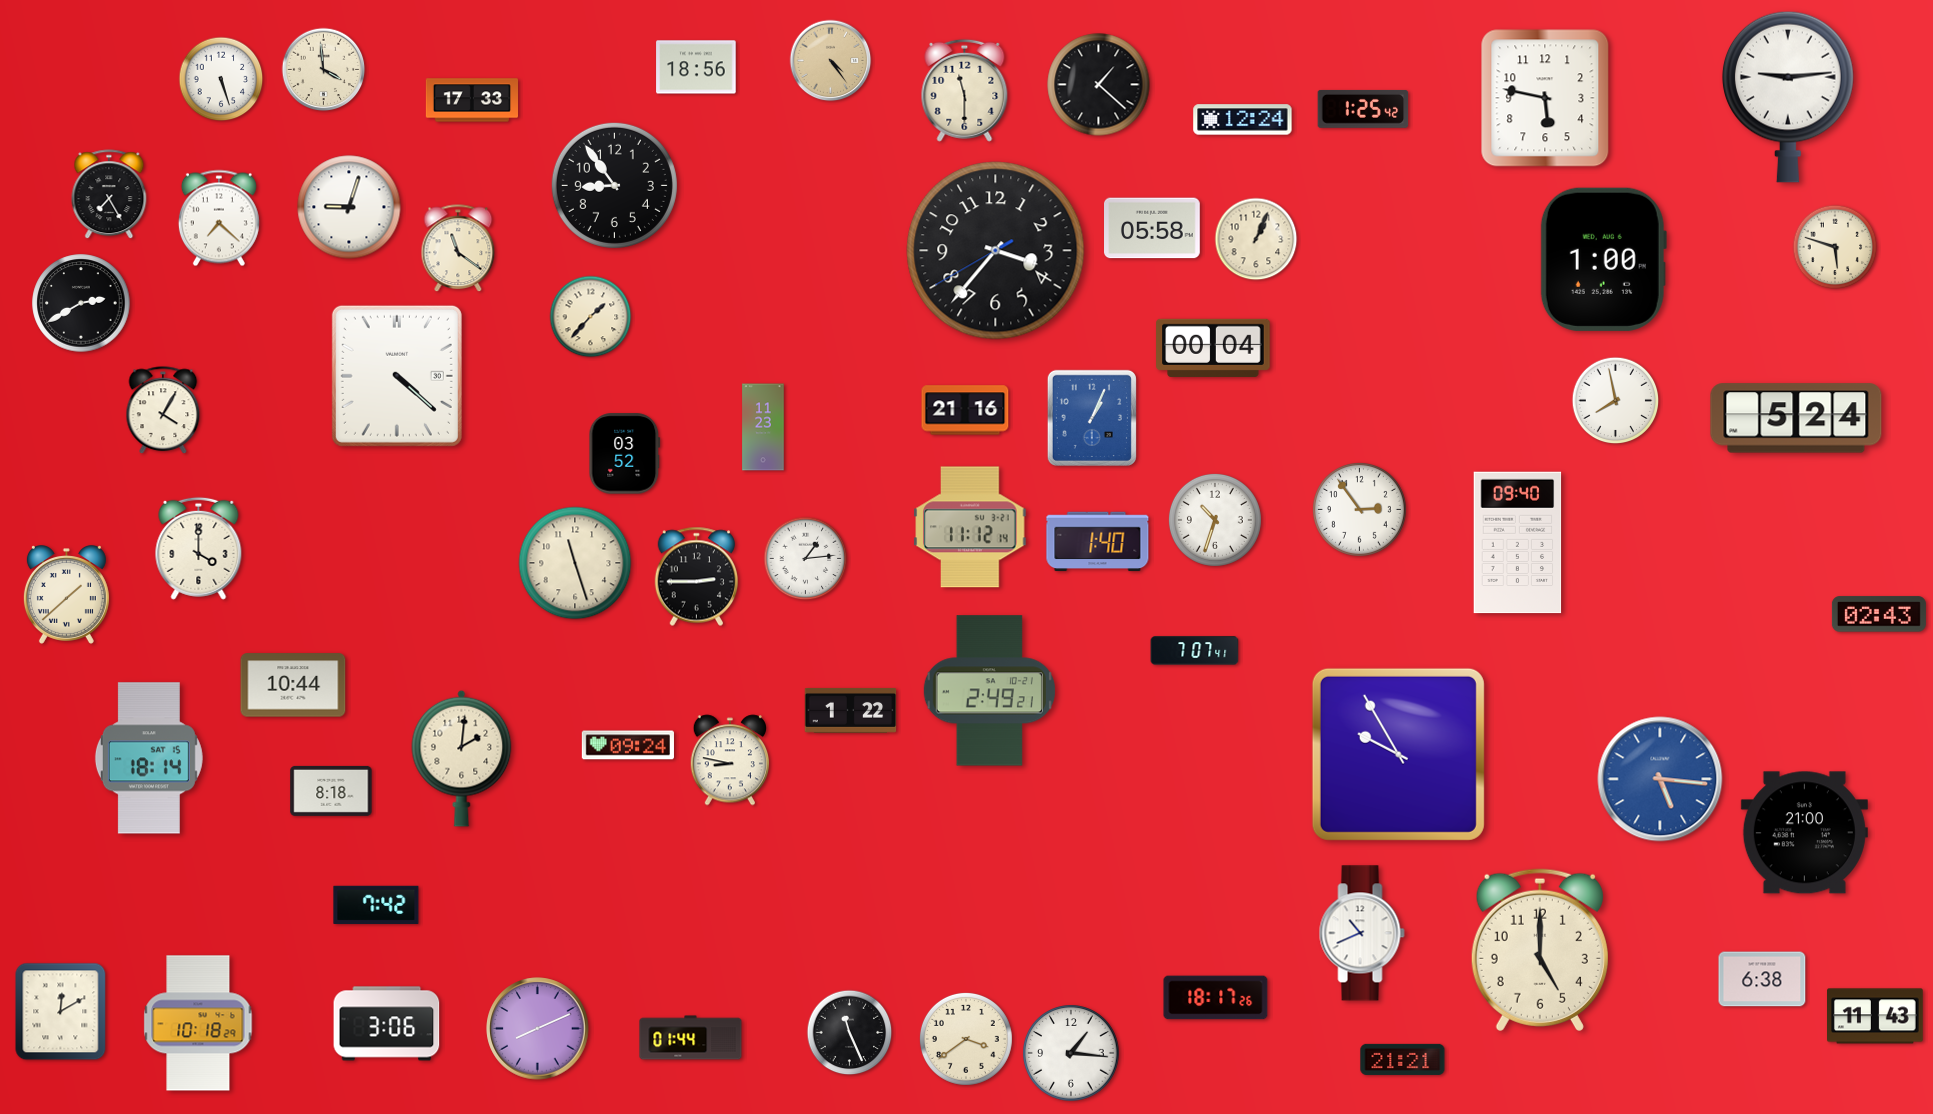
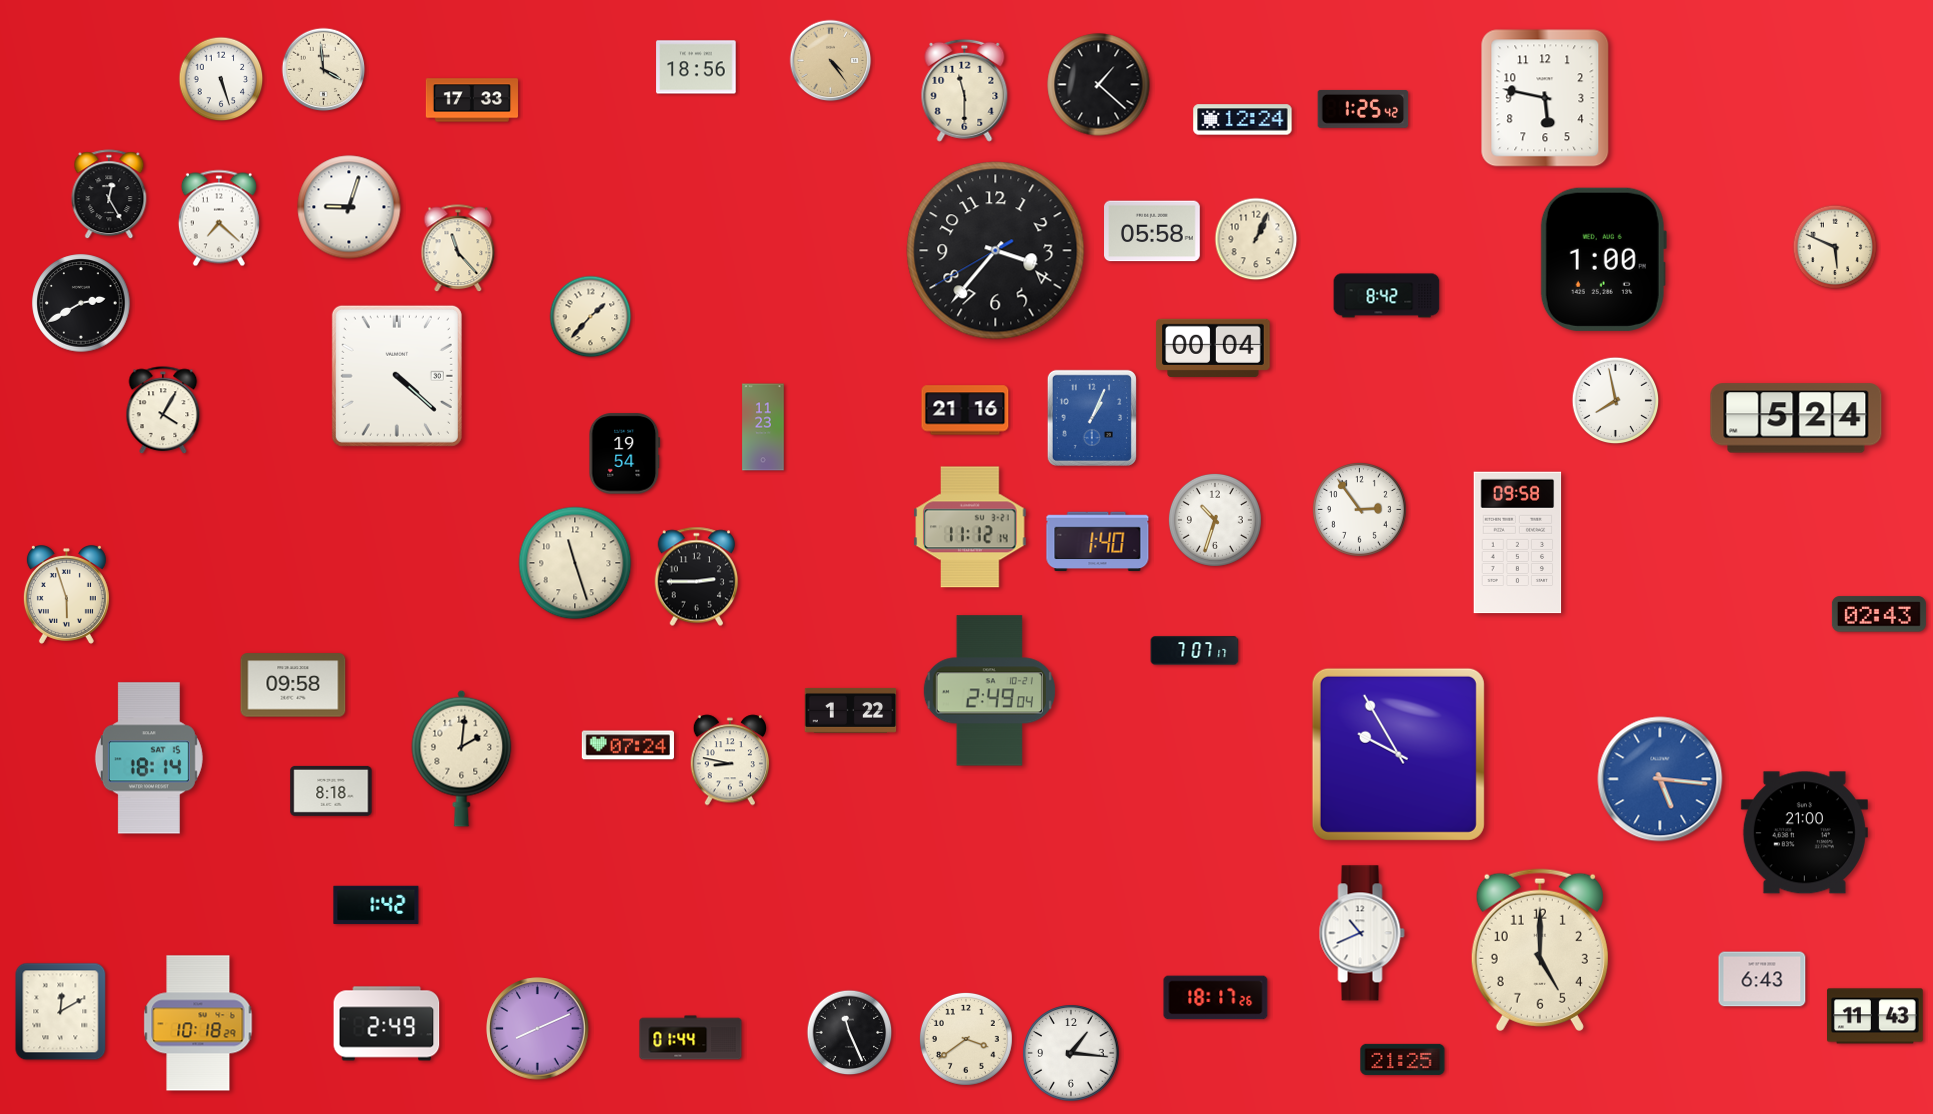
clock at (1788, 97): 9:14 -> none
clock at (614, 185): 8:54 -> none
clock at (109, 195): 7:25 -> 12:25
clock at (1153, 228) position: (1153, 228) -> (1153, 231)
clock at (1835, 247): 5:48 -> 5:49
clock at (458, 249): 11:21 -> 11:23
clock at (1387, 296): none -> 8:42
clock at (625, 454): 03:52 -> 19:54
clock at (1518, 543): 09:40 -> 09:58
clock at (199, 548): 4:00 -> none
clock at (806, 559): 1:14 -> none
clock at (66, 595): 1:38 -> 5:57
clock at (1195, 651): 7:07:41 -> 7:07:17
clock at (293, 685): 10:44 -> 09:58
clock at (989, 691): 2:49:21 -> 2:49:04
clock at (627, 745): 09:24 -> 07:24
clock at (376, 905): 7:42 -> 1:42
clock at (1762, 979): 6:38 -> 6:43
clock at (387, 1024): 3:06 -> 2:49
clock at (1403, 1059): 21:21 -> 21:25
